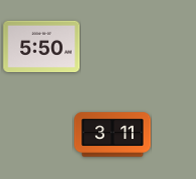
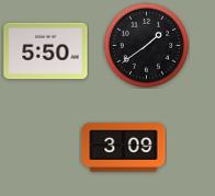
clock at (146, 45): none -> 1:39
clock at (113, 135): 3:11 -> 3:09
